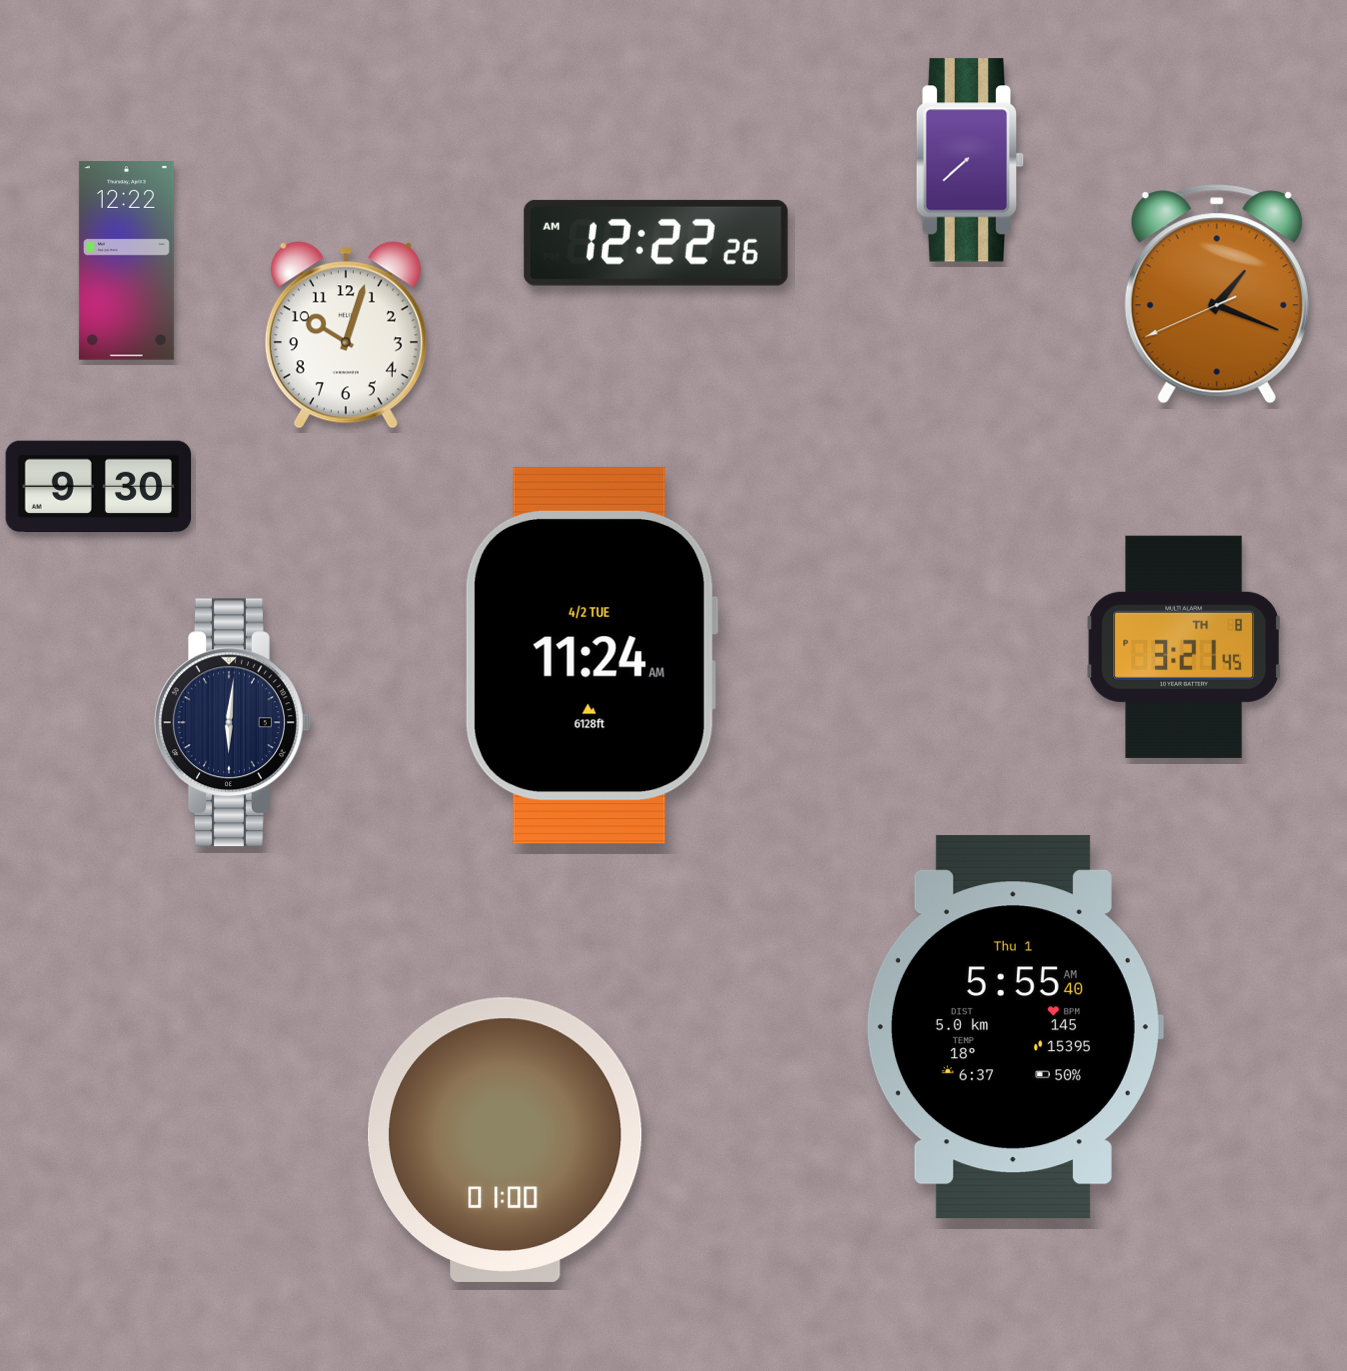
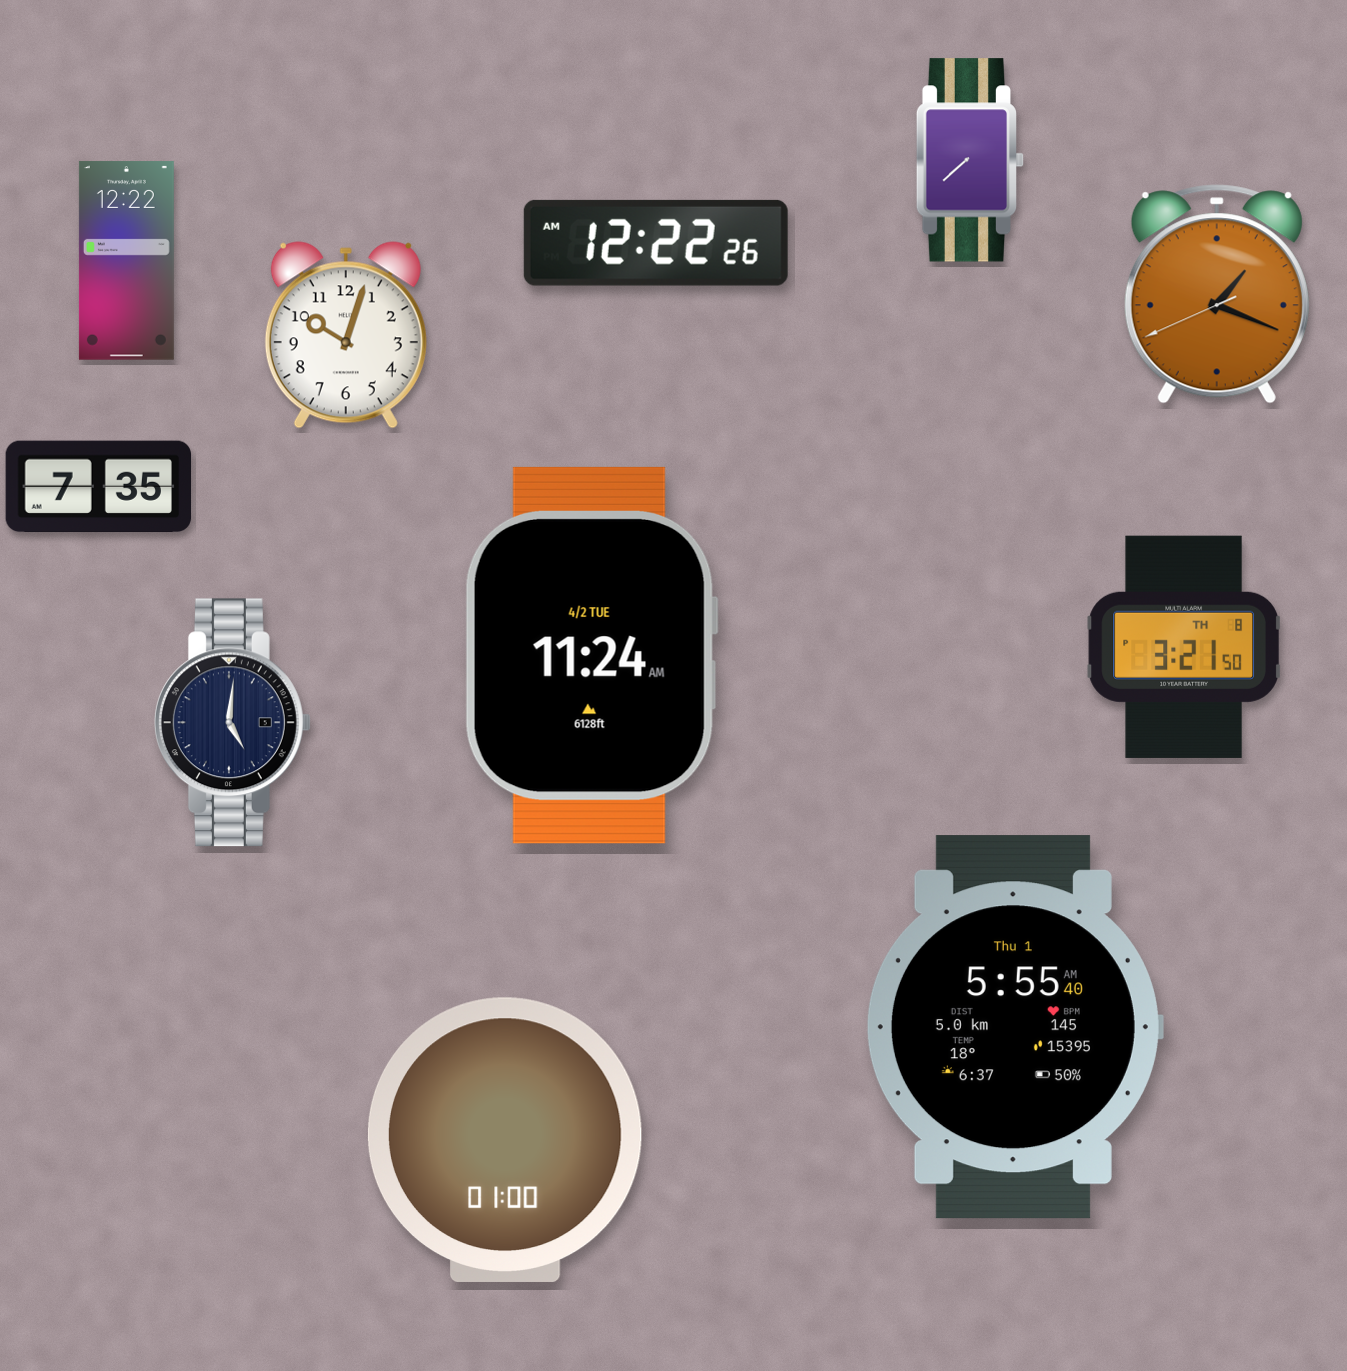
clock at (98, 487): 9:30 -> 7:35
clock at (1184, 647): 3:21:45 -> 3:21:50
clock at (232, 723): 6:01 -> 5:01
